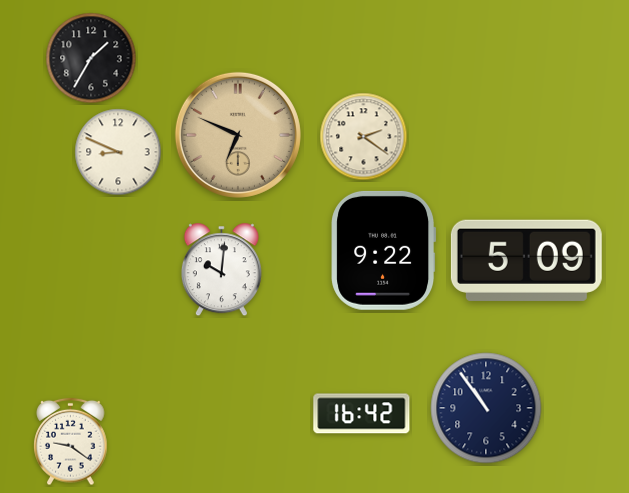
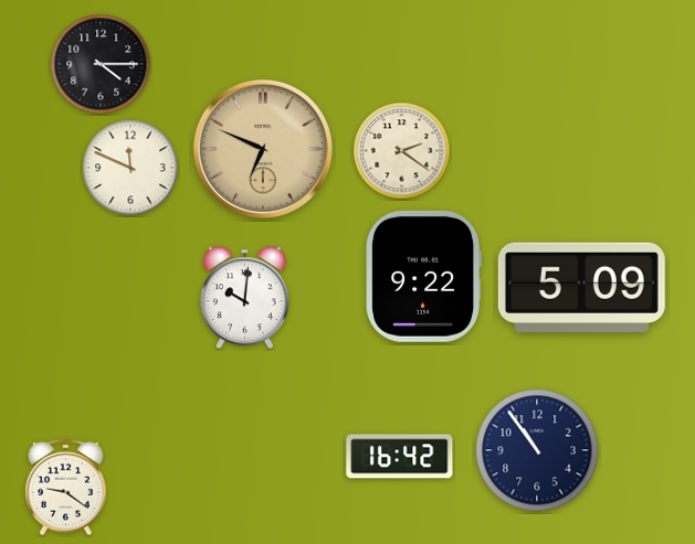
clock at (91, 58): 1:35 -> 4:15
clock at (118, 152): 8:49 -> 11:49
clock at (71, 442) position: (71, 442) -> (66, 488)
